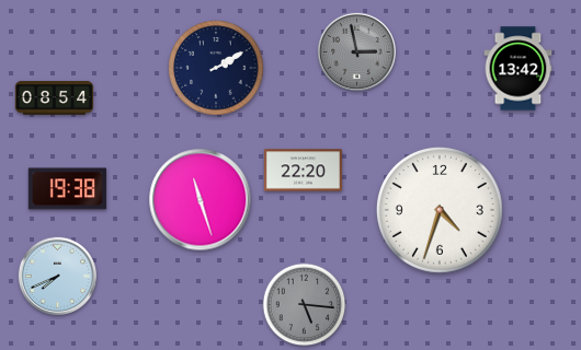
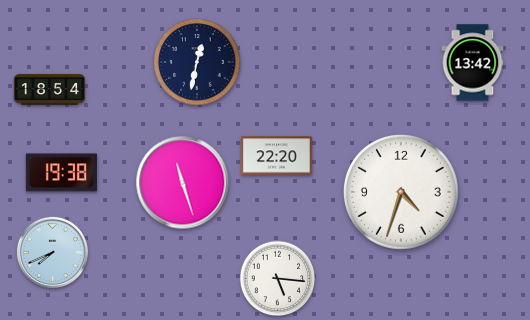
clock at (356, 51): 2:58 -> none
clock at (216, 68): 2:10 -> 12:32
clock at (54, 98): 08:54 -> 18:54
clock at (305, 305) dial: grey -> white
